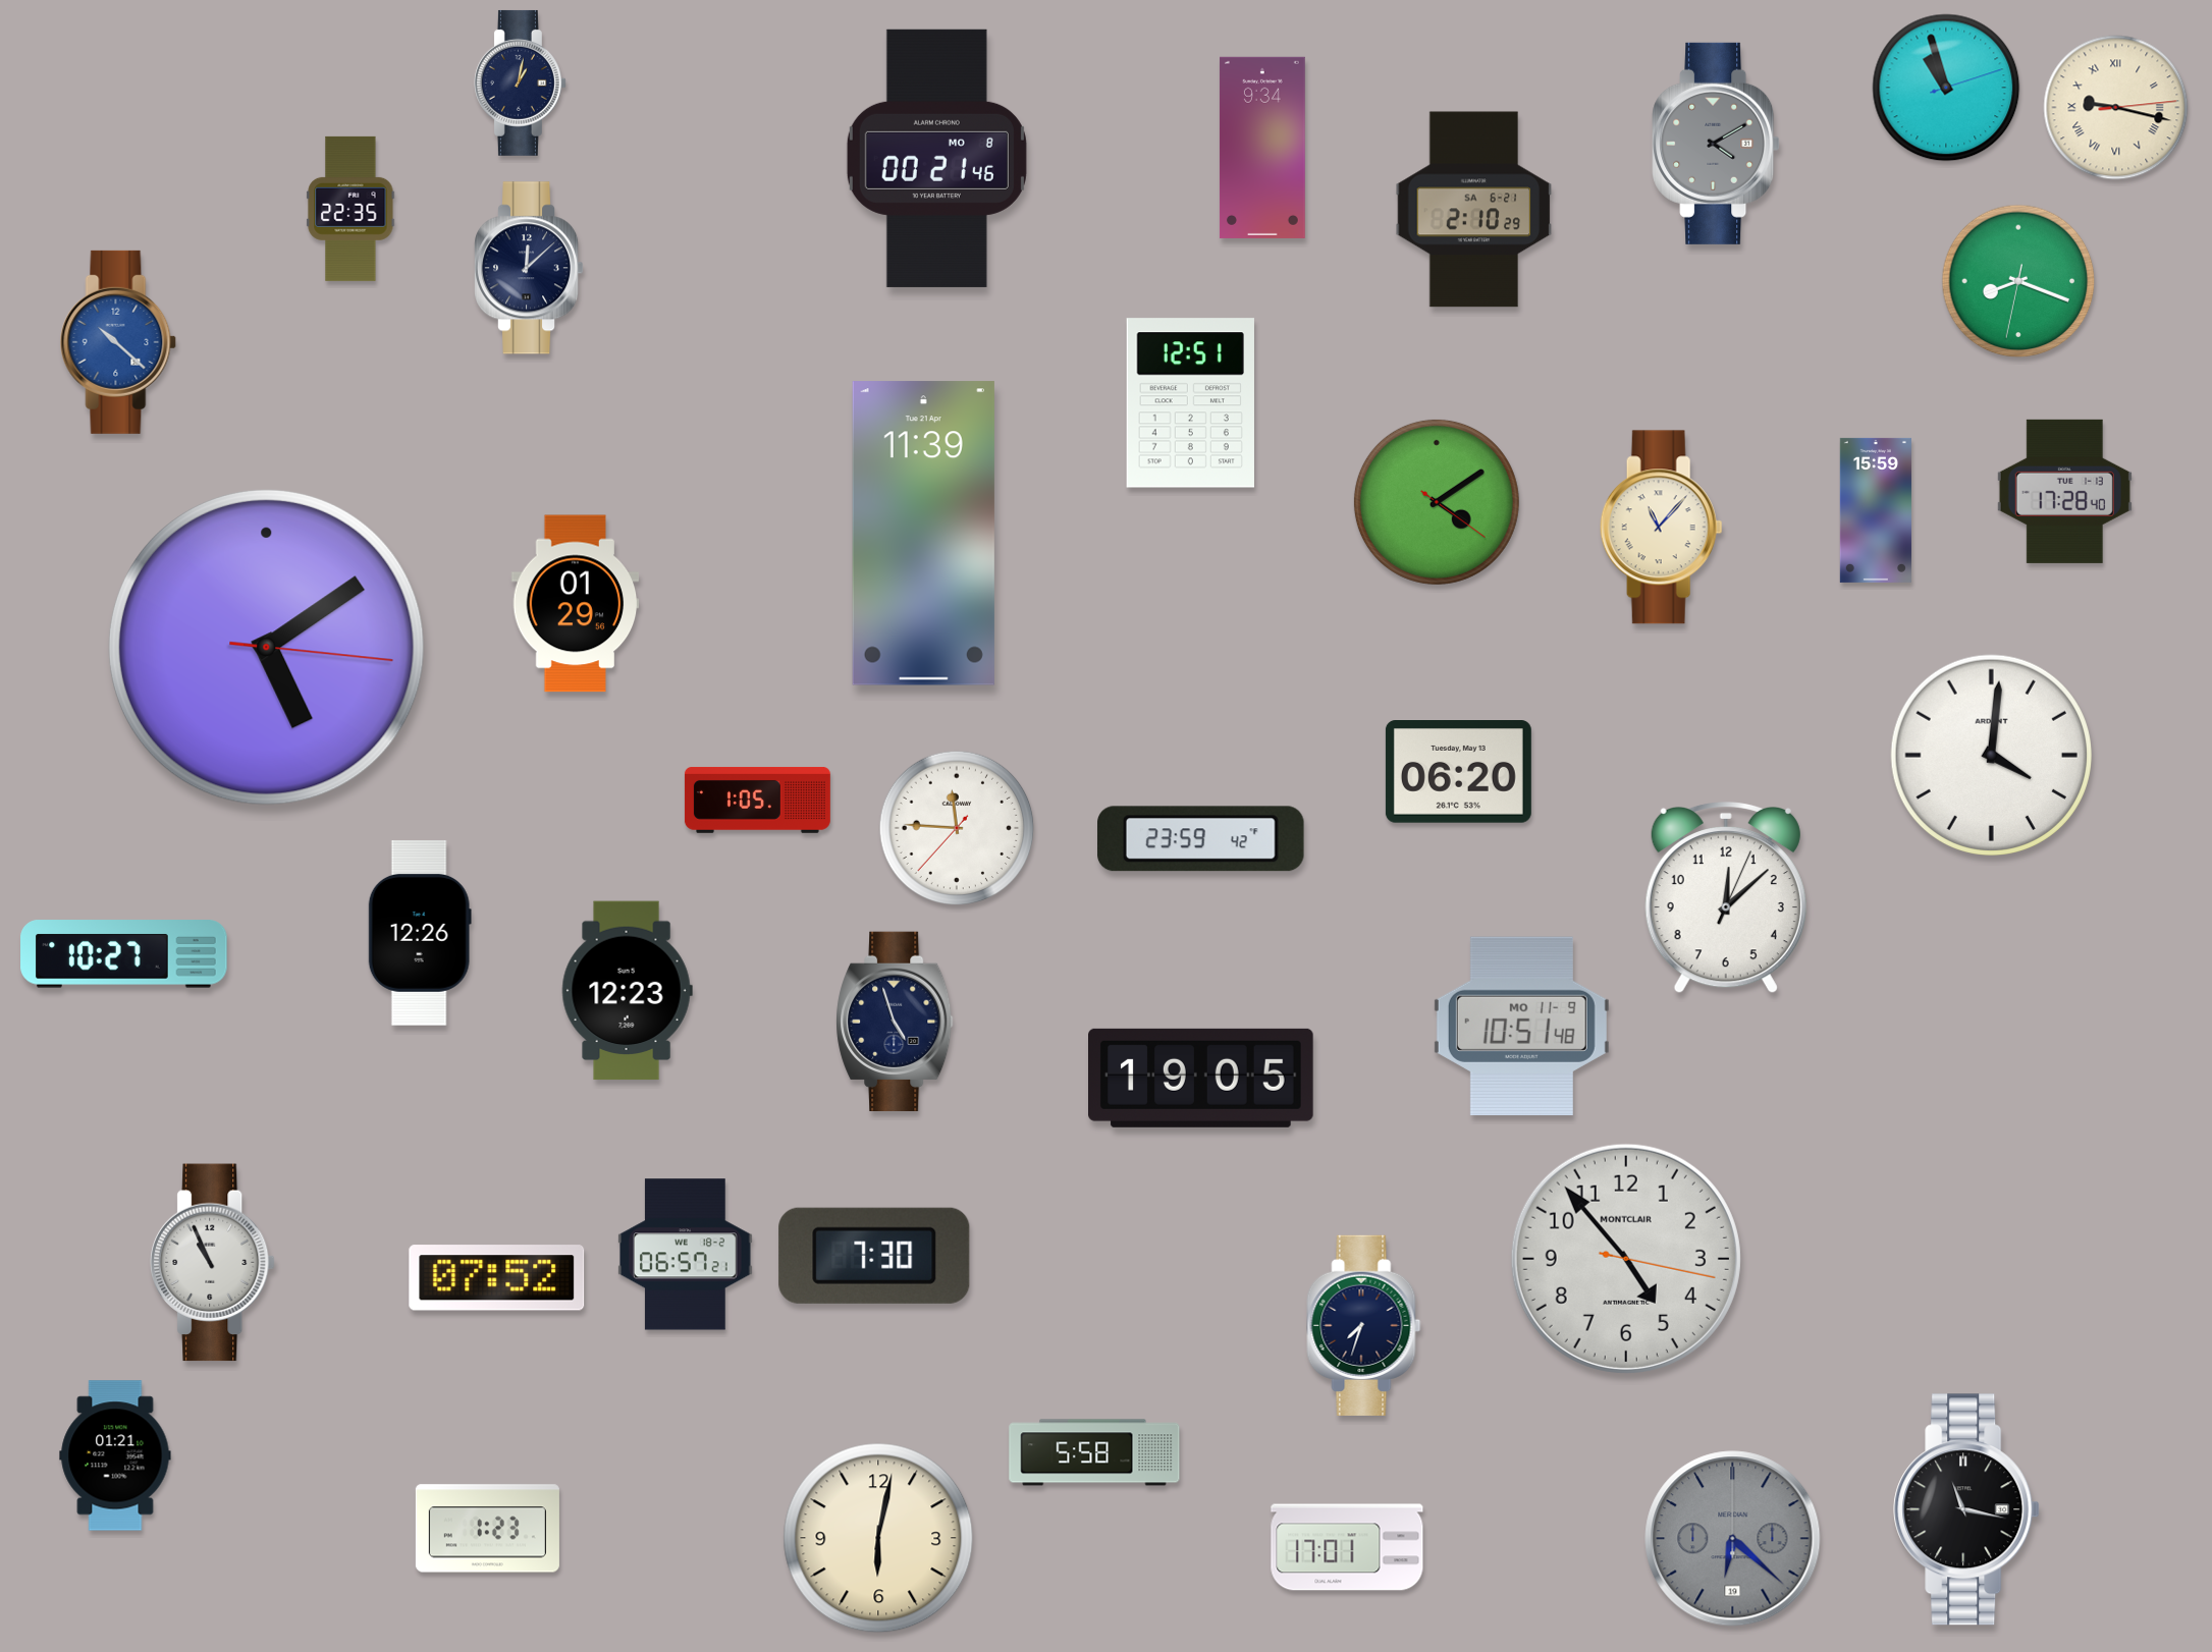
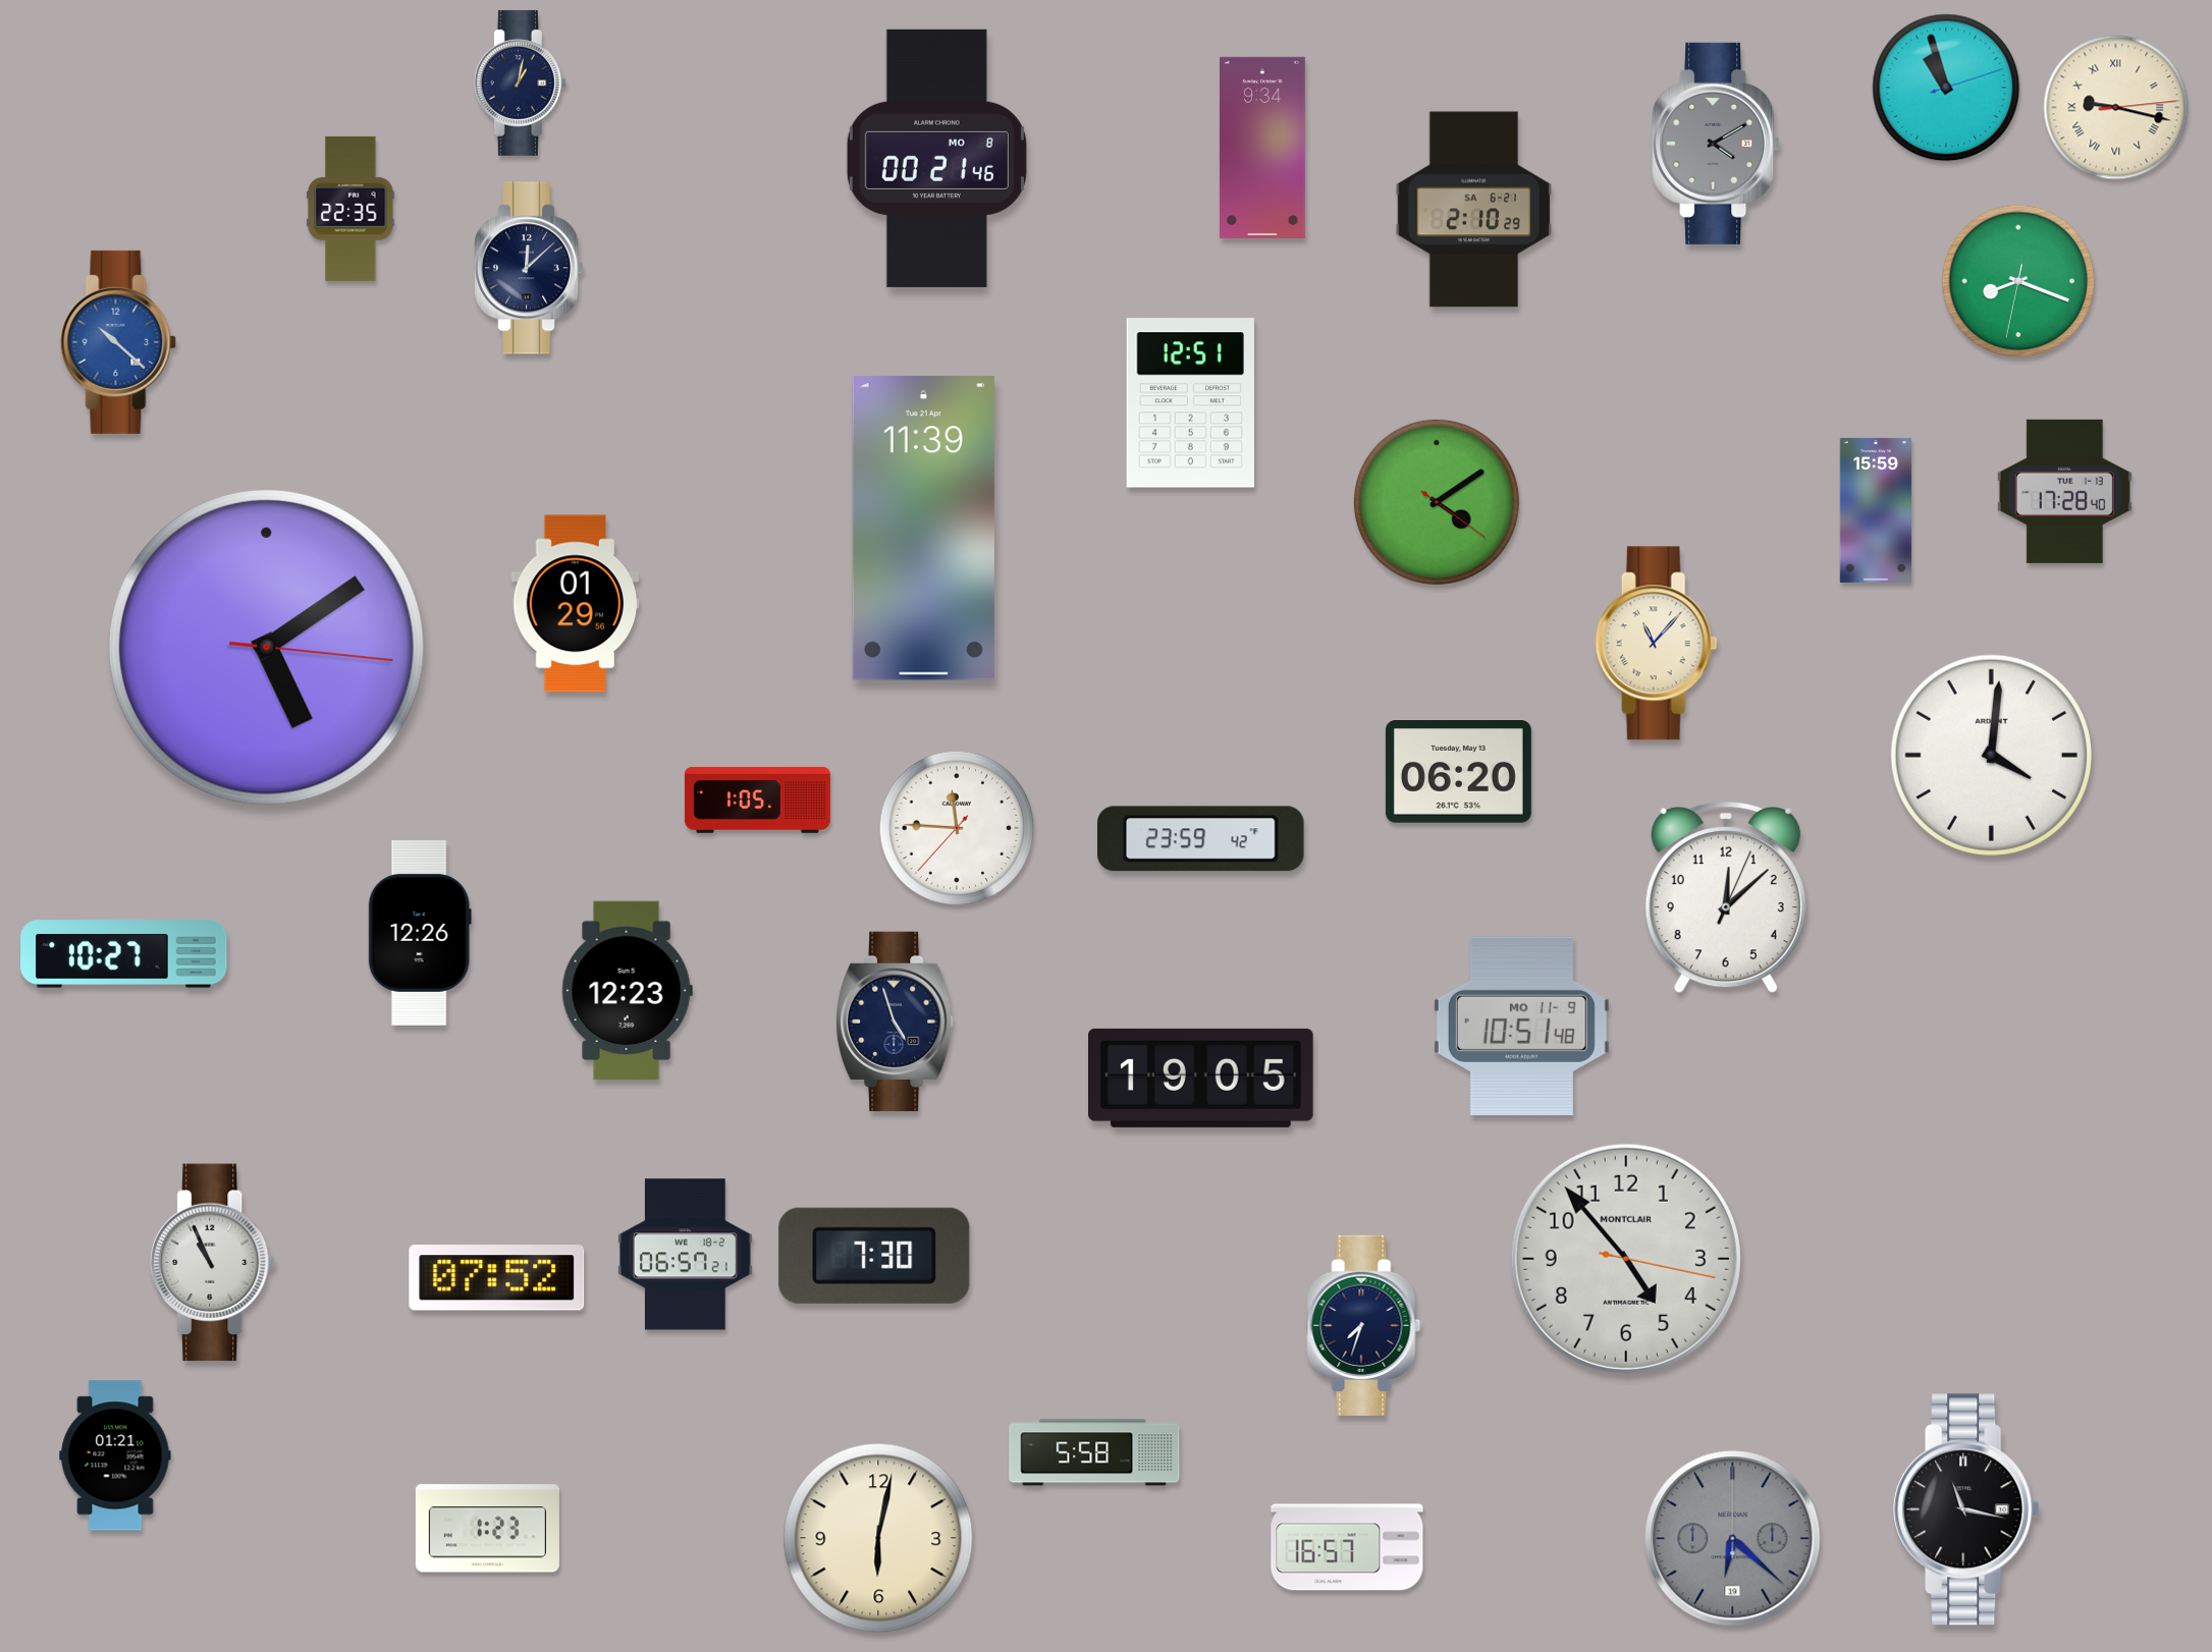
clock at (1661, 528) position: (1661, 528) -> (1656, 644)
clock at (923, 534) position: (923, 534) -> (923, 529)
clock at (1347, 1547): 17:01 -> 16:57
